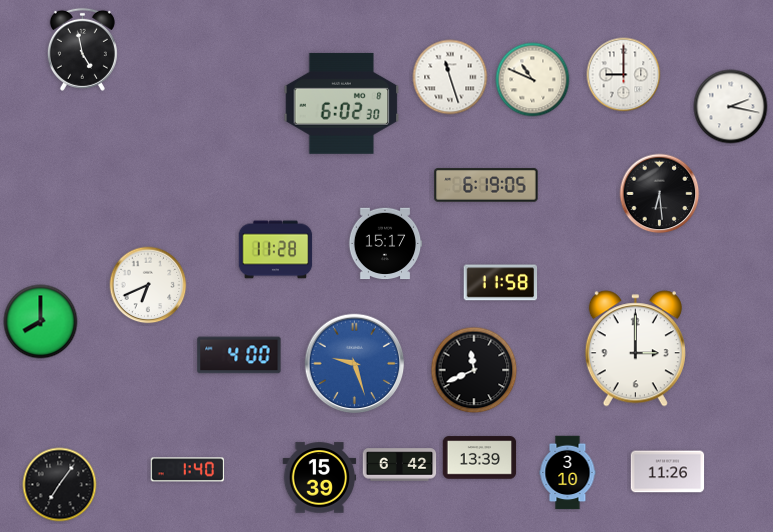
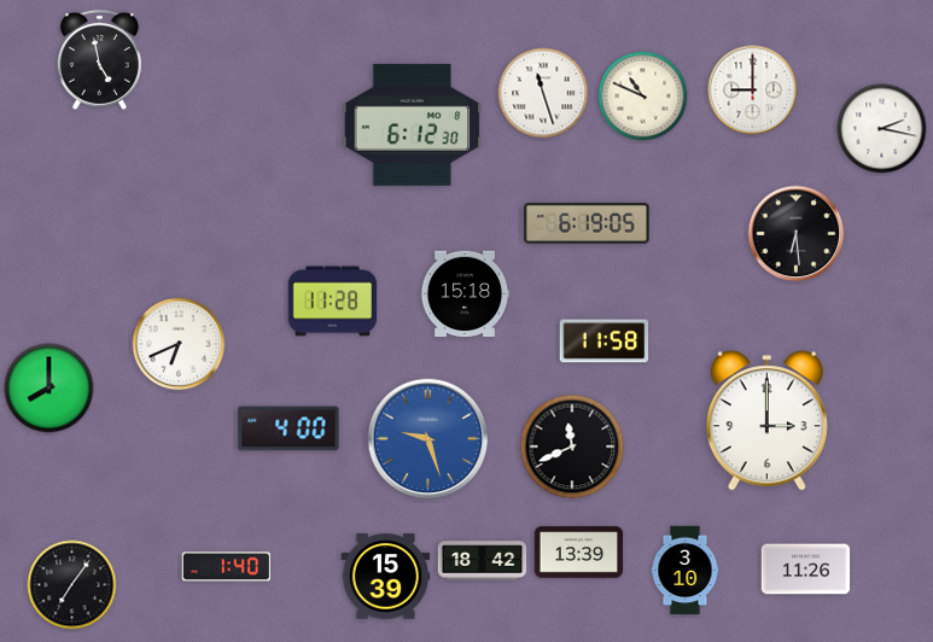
clock at (342, 103): 6:02 -> 6:12
clock at (385, 244): 15:17 -> 15:18
clock at (400, 465): 6:42 -> 18:42
